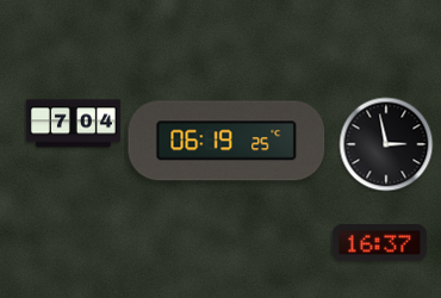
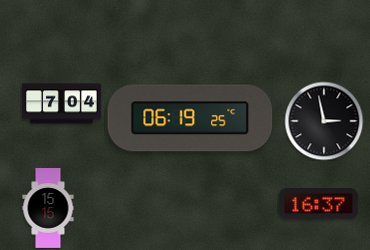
clock at (48, 209): none -> 15:15
